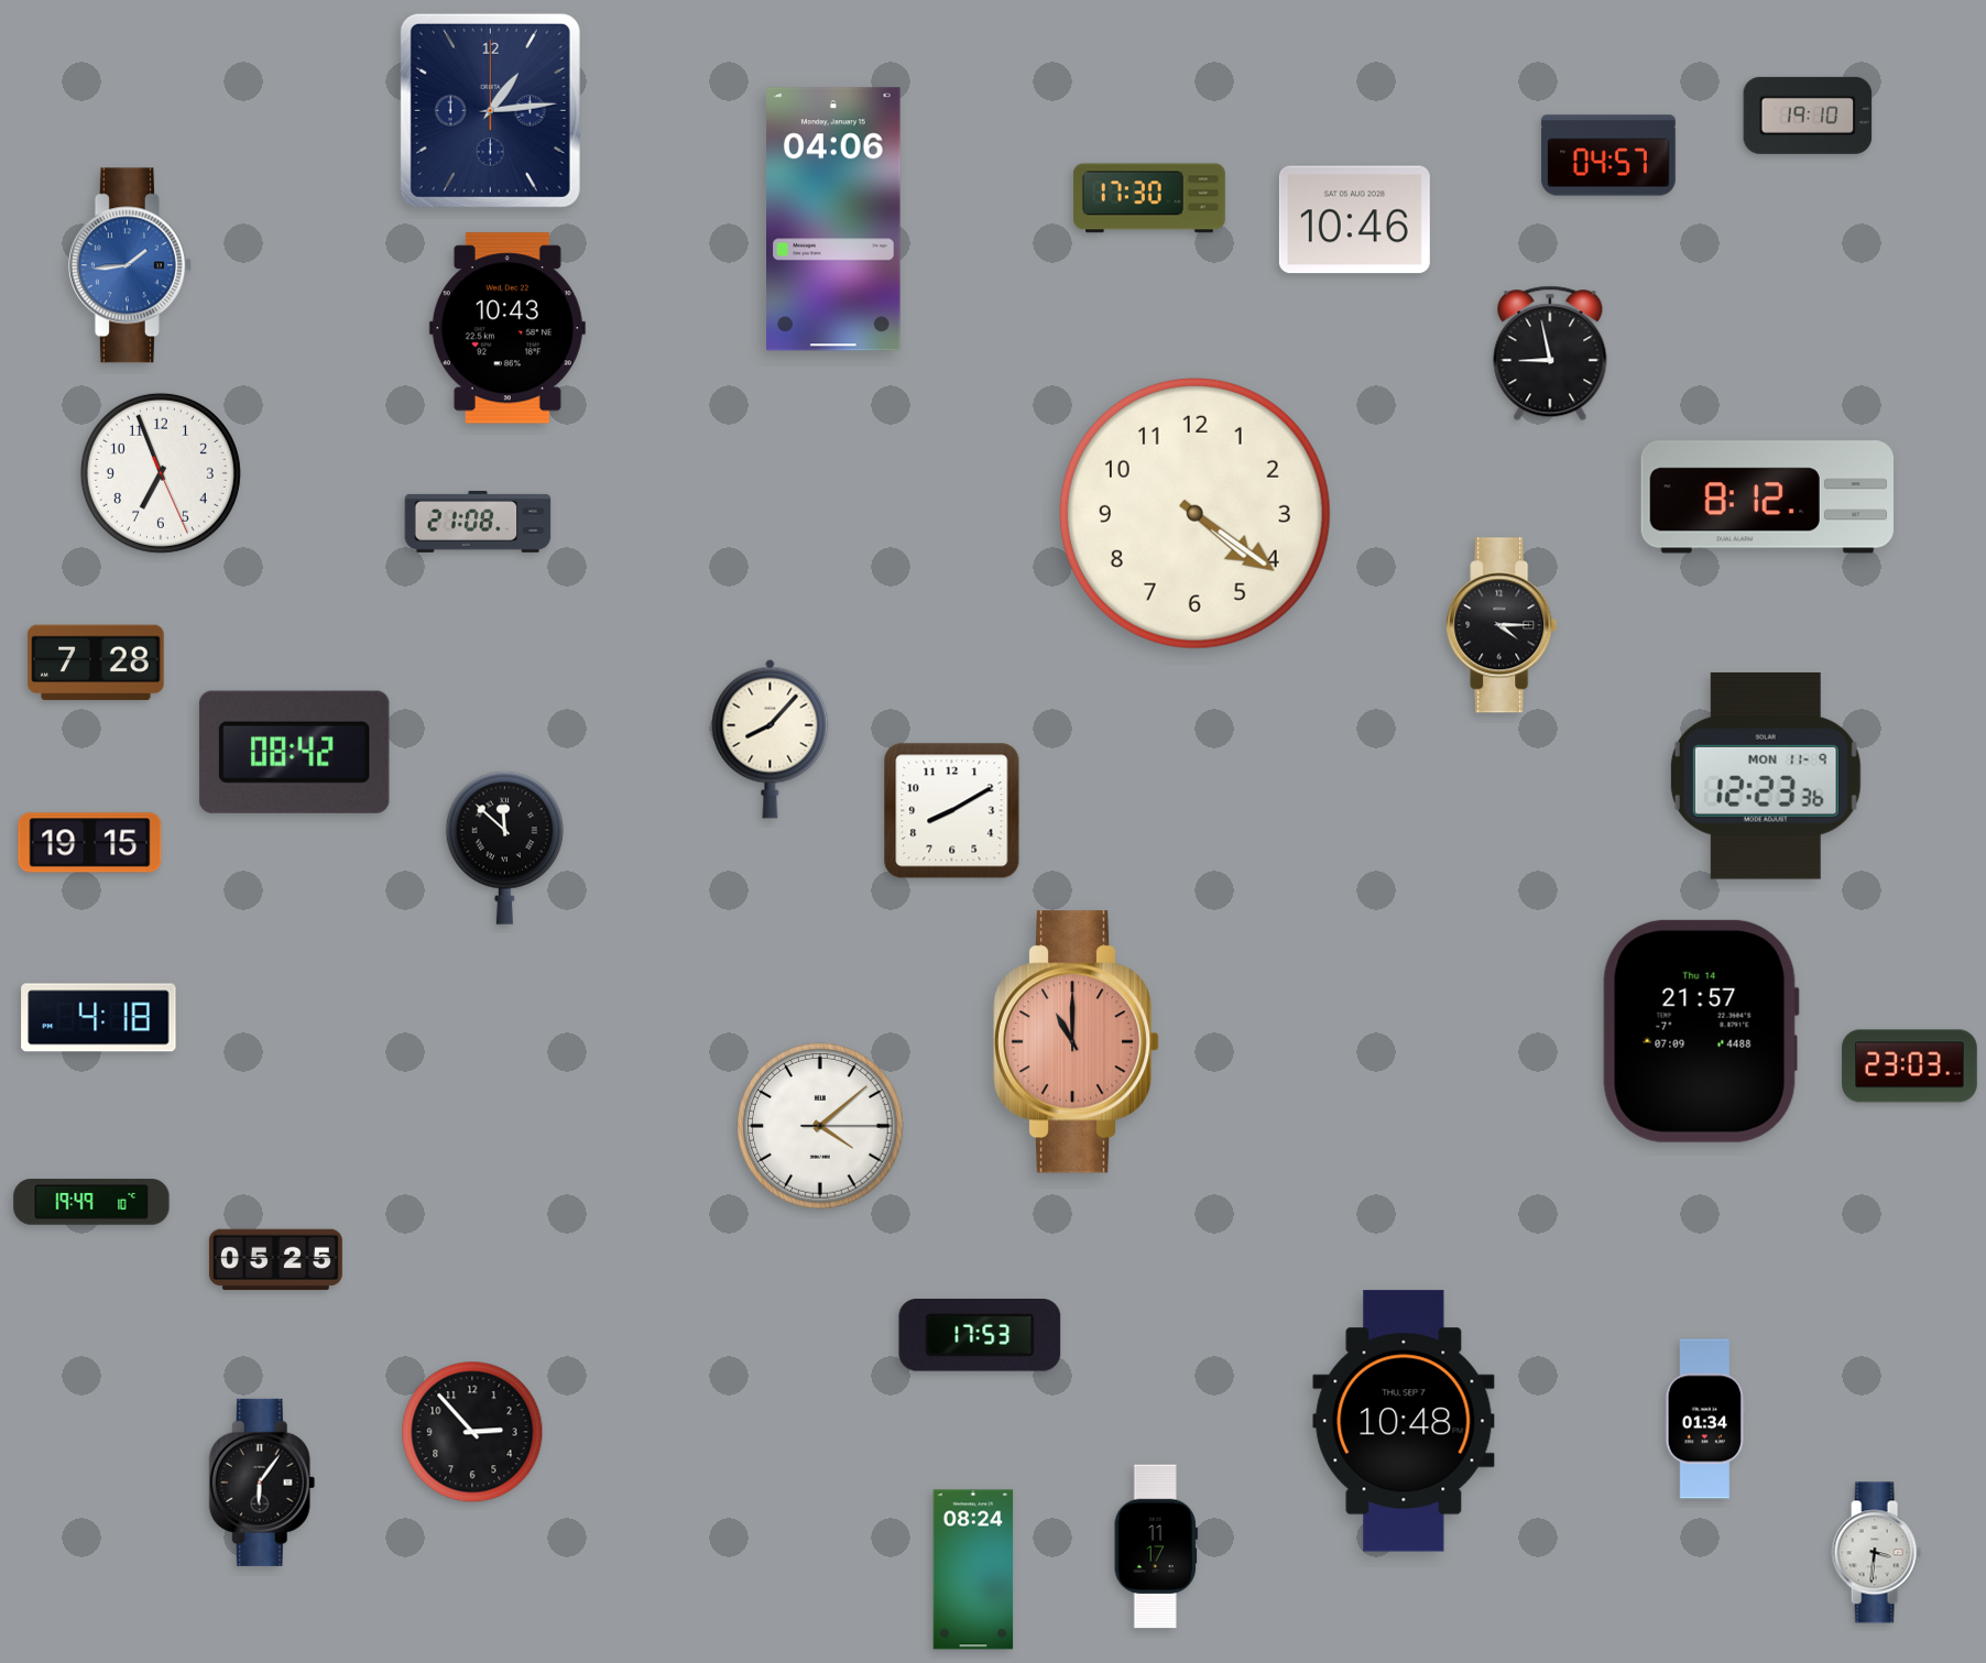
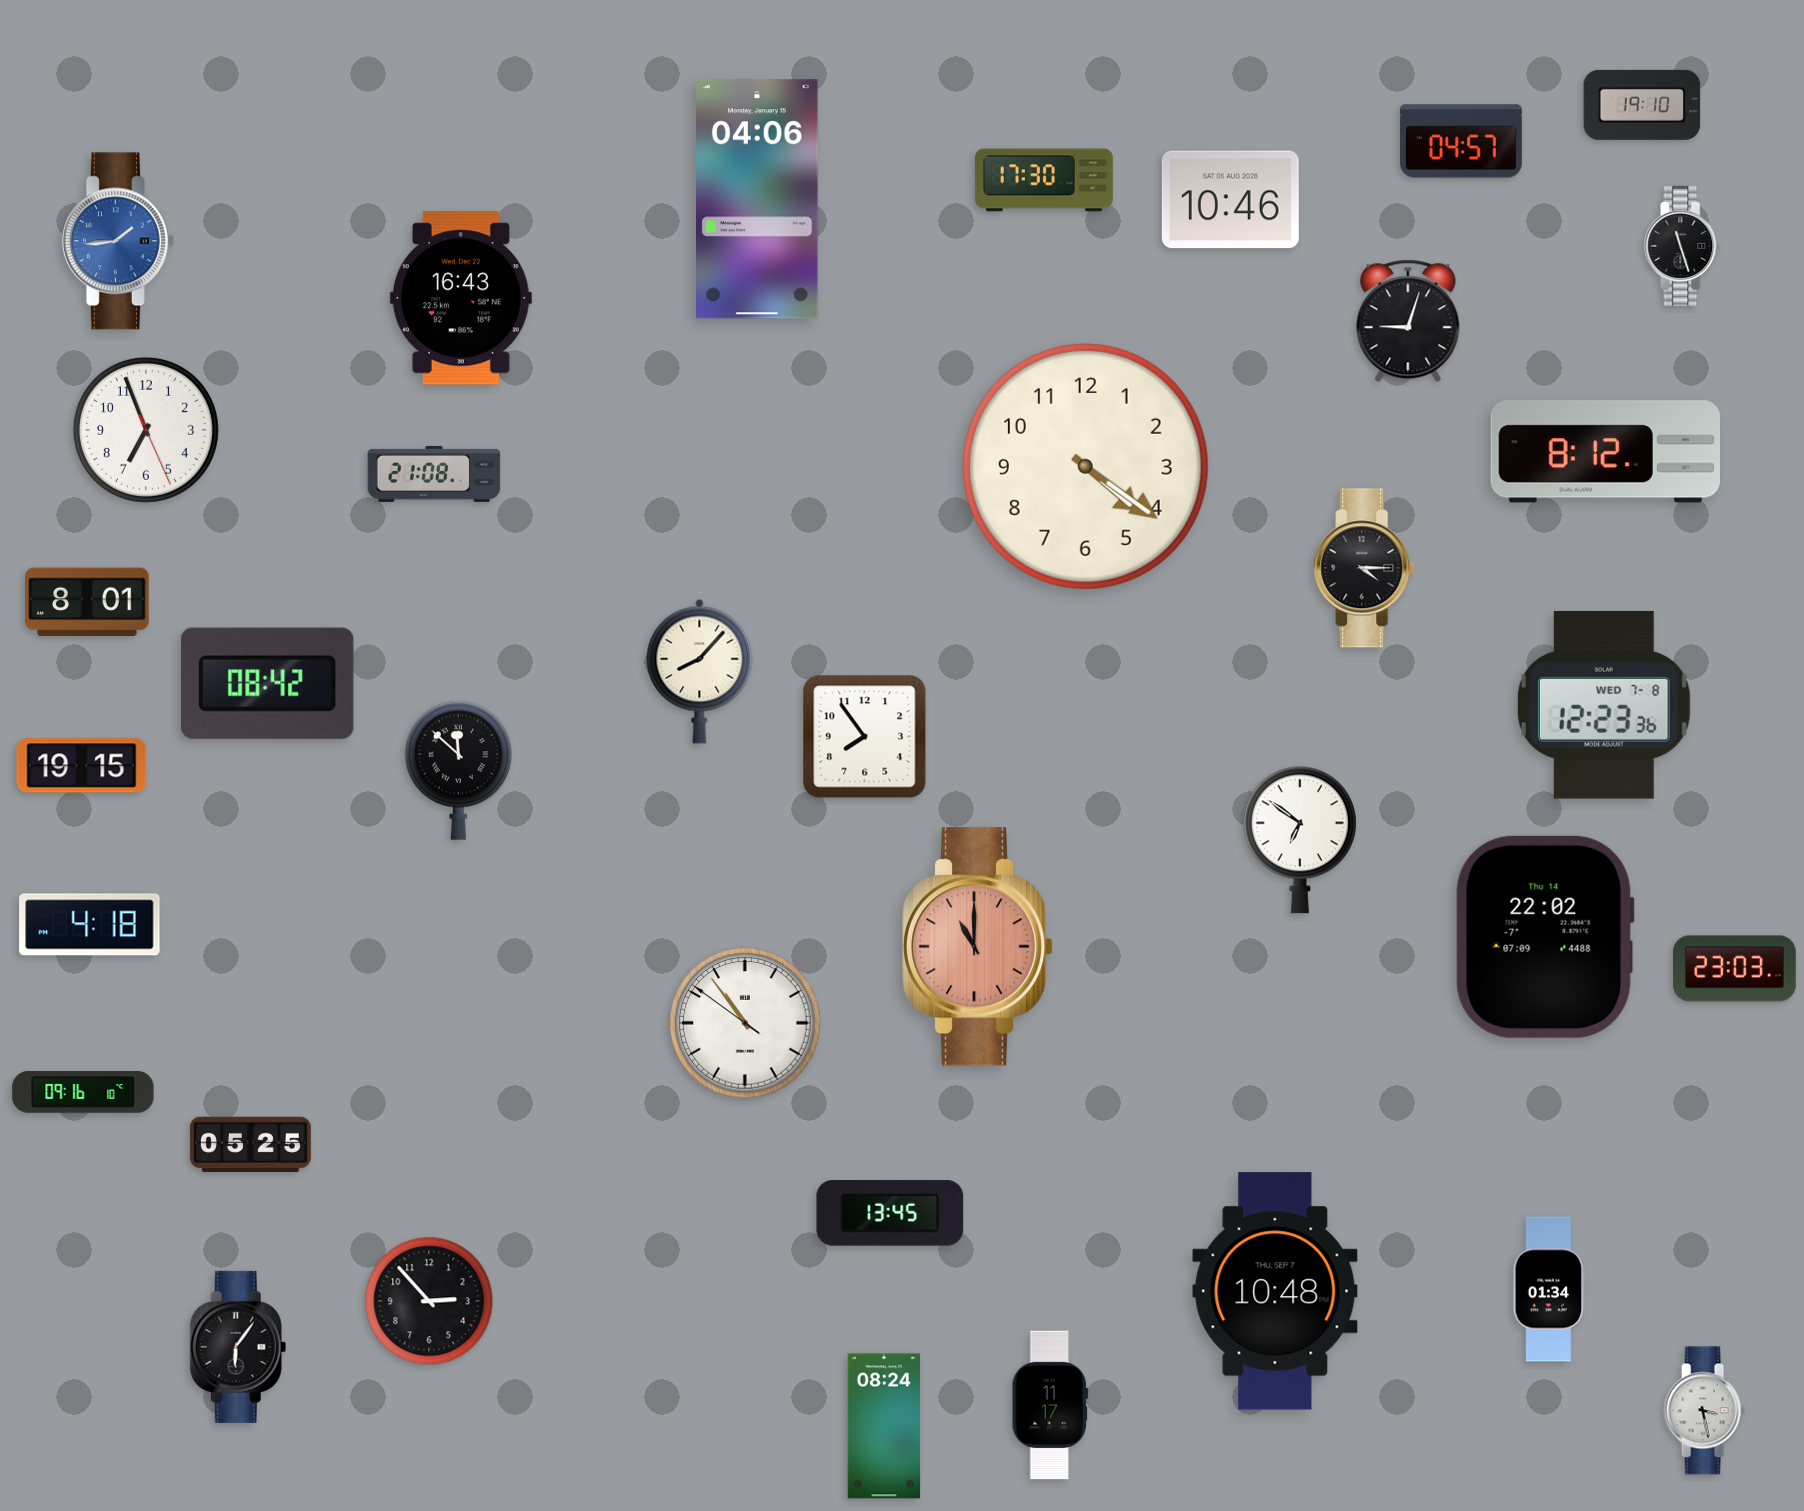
clock at (490, 110): 1:14 -> none
clock at (1682, 246): none -> 11:27
clock at (508, 328): 10:43 -> 16:43
clock at (1550, 353): 8:58 -> 9:03
clock at (96, 663): 7:28 -> 8:01
clock at (1766, 776) date: MON 11-9 -> WED 7-8
clock at (952, 811): 8:10 -> 7:54
clock at (1300, 840): none -> 6:51
clock at (1701, 1031): 21:57 -> 22:02
clock at (820, 1126): 4:08 -> 10:53
clock at (91, 1202): 19:49 -> 09:16
clock at (980, 1336): 17:53 -> 13:45
clock at (1876, 1553): 3:31 -> 3:28
